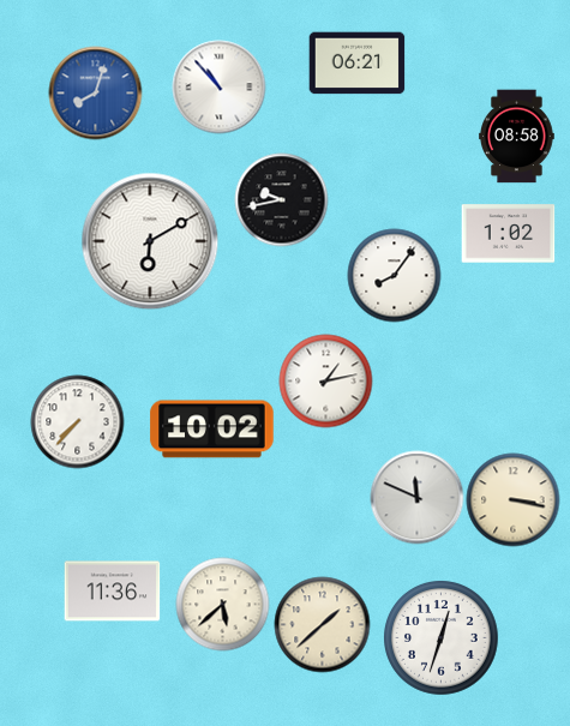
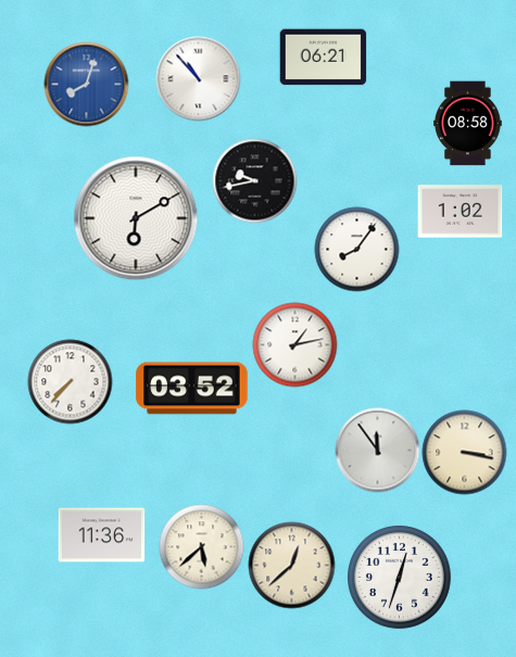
clock at (212, 430): 10:02 -> 03:52
clock at (416, 497): 11:49 -> 11:54
clock at (322, 624): 1:38 -> 12:38
